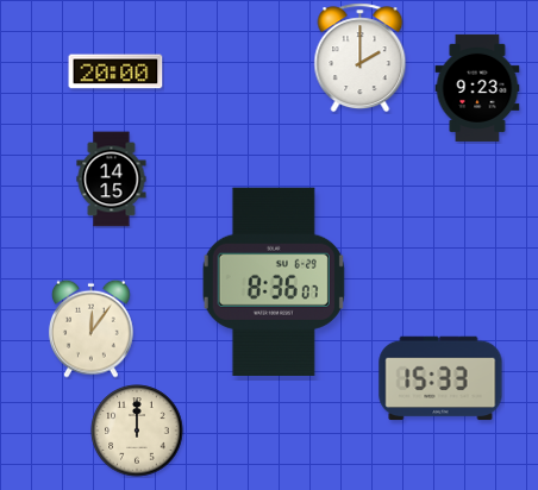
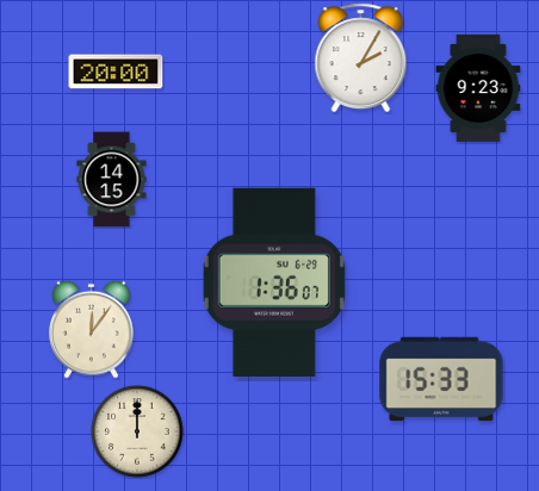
clock at (361, 58): 2:00 -> 2:05
clock at (274, 282): 8:36 -> 1:36
